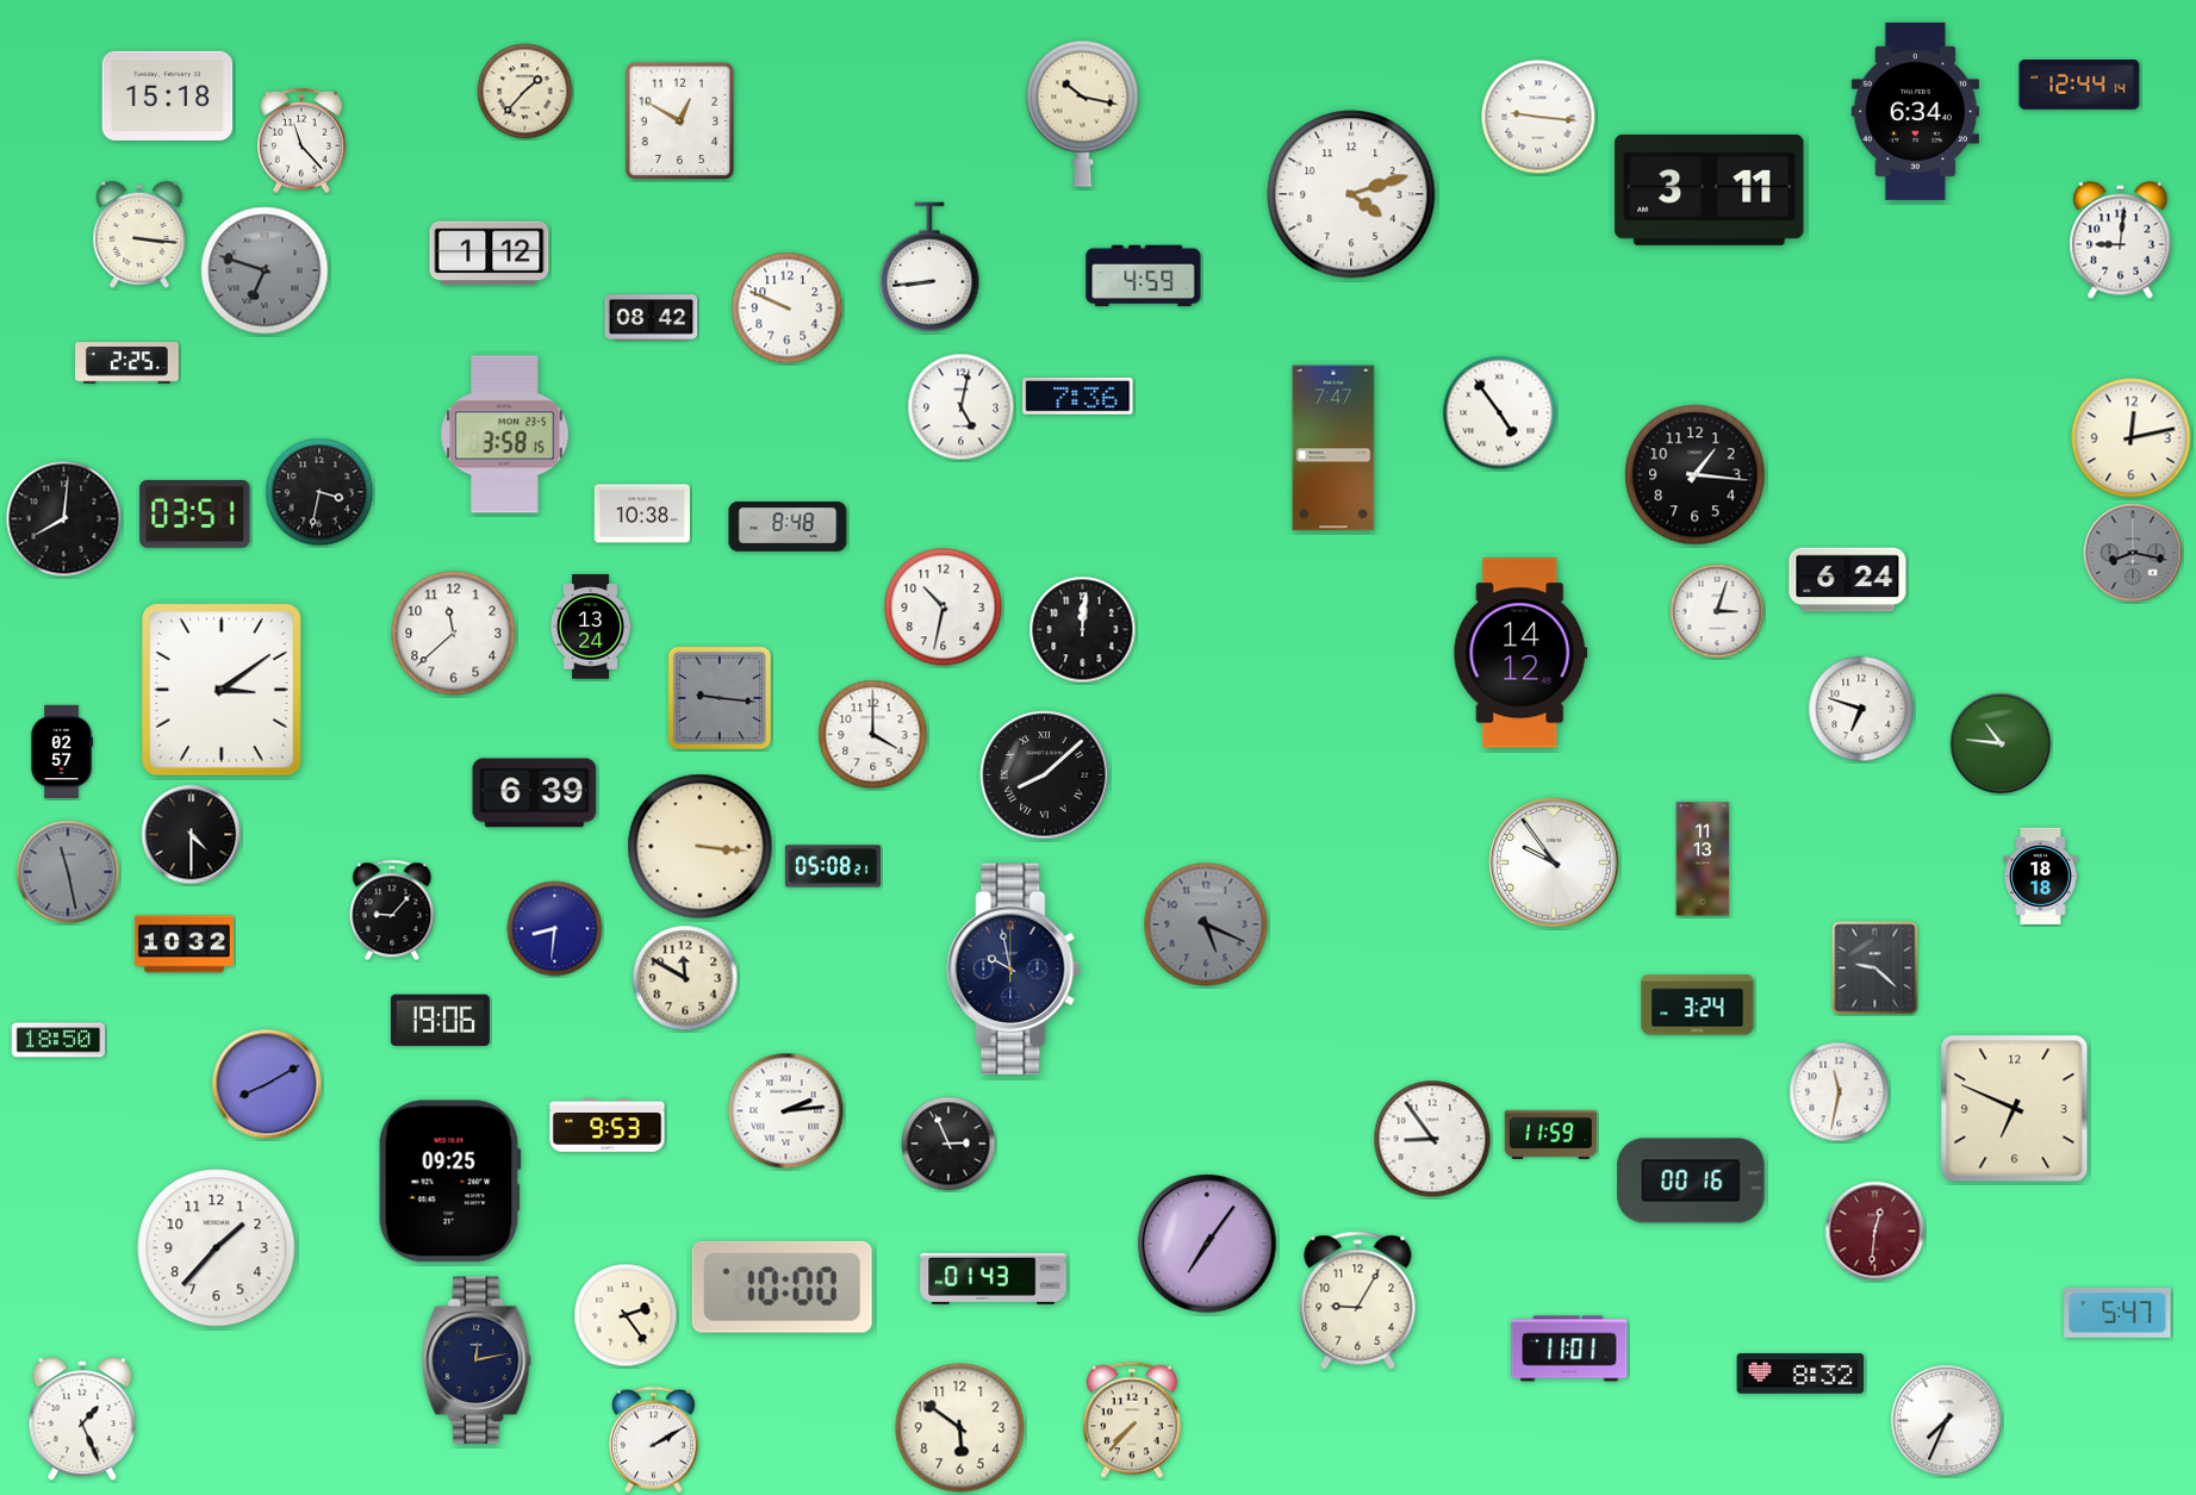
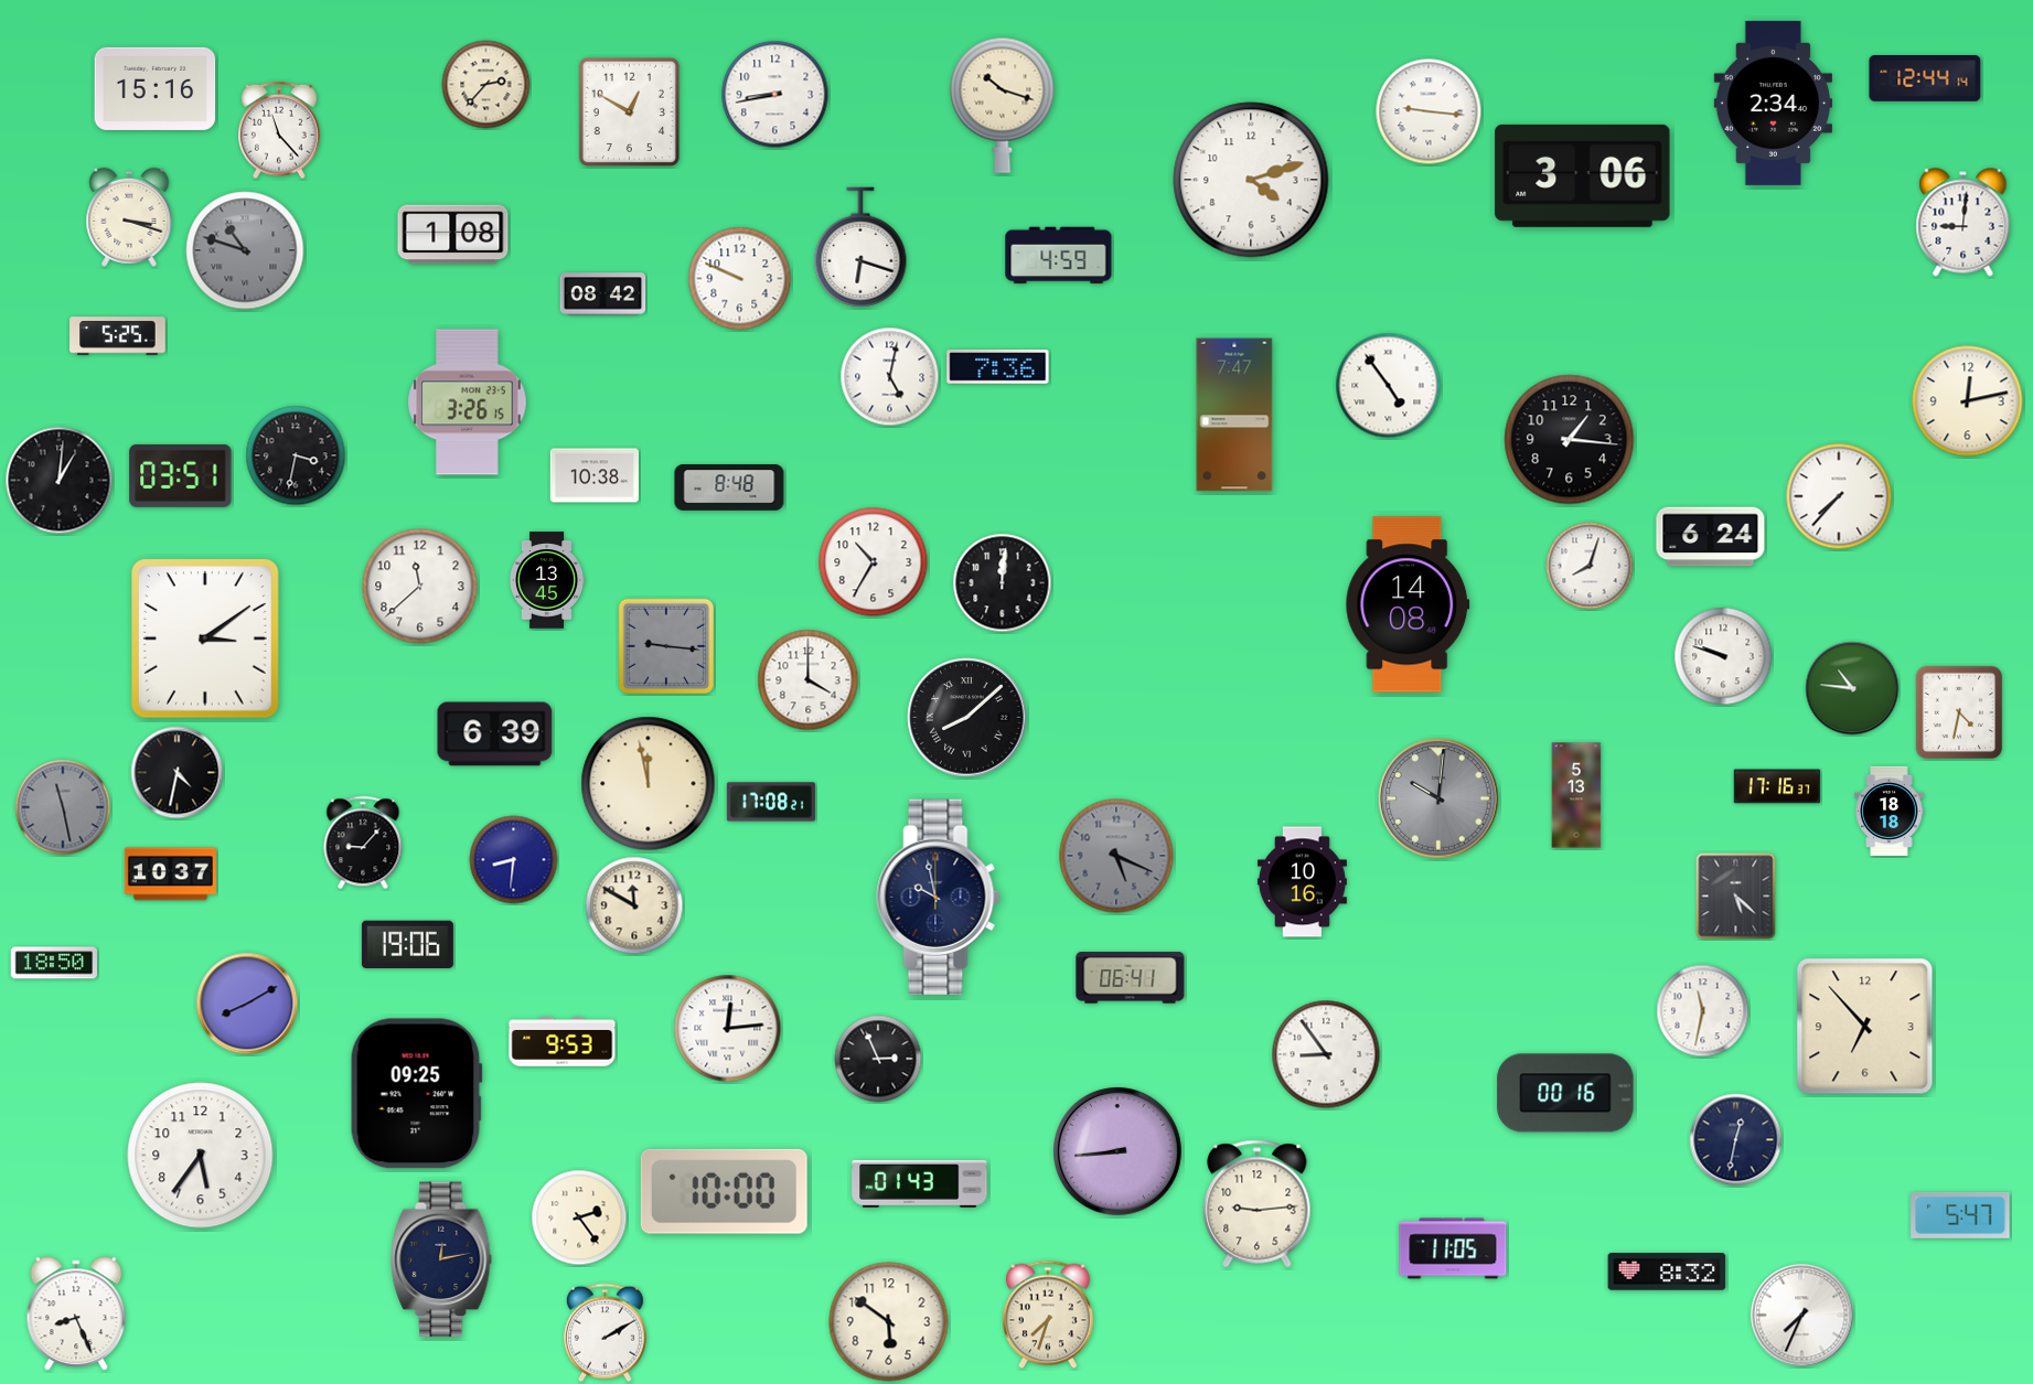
clock at (525, 92): 1:37 -> 2:37
clock at (168, 95): 15:18 -> 15:16
clock at (775, 95): none -> 8:43
clock at (1915, 111): 6:34 -> 2:34
clock at (1083, 113): 10:17 -> 10:18
clock at (1538, 117) position: (1538, 117) -> (1429, 111)
clock at (1710, 189): 3:11 -> 3:06
clock at (139, 235): 3:16 -> 3:18
clock at (490, 254): 1:12 -> 1:08
clock at (929, 267): 8:44 -> 6:18
clock at (265, 270): 6:48 -> 10:48
clock at (788, 309) position: (788, 309) -> (740, 279)
clock at (127, 363): 2:25 -> 5:25
clock at (1500, 413) position: (1500, 413) -> (1389, 386)
clock at (505, 435): 3:58 -> 3:26
clock at (2132, 438) position: (2132, 438) -> (1968, 401)
clock at (64, 519): 8:01 -> 1:01
clock at (1839, 496): none -> 7:37
clock at (2133, 553): 8:17 -> none
clock at (944, 608): 10:32 -> 10:35
clock at (1717, 611): 3:03 -> 8:03
clock at (590, 627): 13:24 -> 13:45
clock at (1520, 653): 14:12 -> 14:08
clock at (1861, 709): 6:48 -> 9:48
clock at (62, 752): 02:57 -> none
clock at (1958, 712): none -> 4:32
clock at (192, 835): 4:30 -> 4:32
clock at (701, 847): 3:16 -> 11:58
clock at (1777, 786): none -> 17:16
clock at (1703, 859): 11:13 -> 5:13
clock at (1554, 862): 9:54 -> 10:01
clock at (1554, 862) dial: white -> grey
clock at (833, 866): 05:08 -> 17:08
clock at (183, 945): 10:32 -> 10:37
clock at (1302, 882): none -> 10:16
clock at (1875, 968): 9:22 -> 5:22
clock at (1698, 1005): 3:24 -> none
clock at (1131, 978): none -> 06:41
clock at (2015, 1109): 6:49 -> 6:53
clock at (786, 1111): 2:14 -> 12:14
clock at (1551, 1134): 11:59 -> none
clock at (1875, 1232): 12:31 -> 12:32
clock at (1875, 1232) dial: burgundy -> navy
clock at (1207, 1244): 7:06 -> 8:44
clock at (217, 1248): 1:37 -> 5:36
clock at (1358, 1301): 9:05 -> 9:14
clock at (1569, 1348): 11:01 -> 11:05
clock at (82, 1420): 1:26 -> 8:26
clock at (1133, 1420): 7:37 -> 7:33
